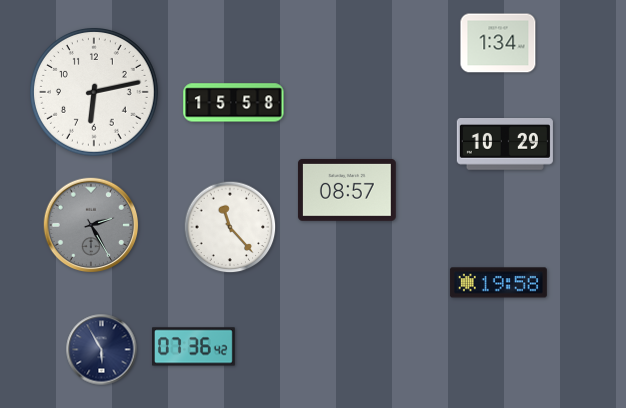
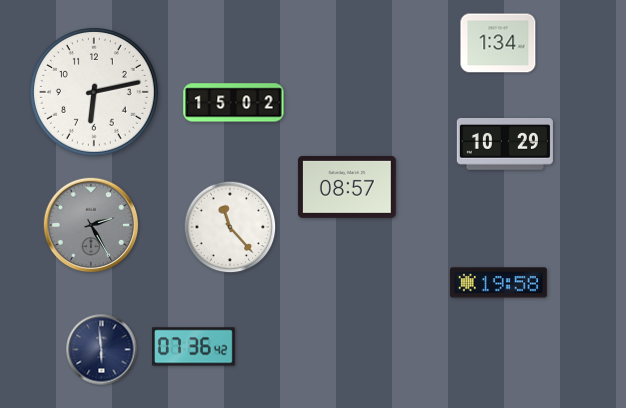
clock at (234, 103): 15:58 -> 15:02
clock at (347, 190) position: (347, 190) -> (347, 187)
clock at (102, 350): 5:55 -> 5:59
